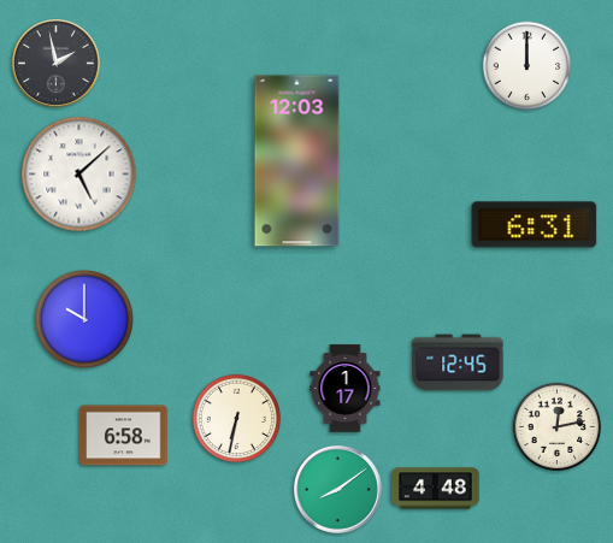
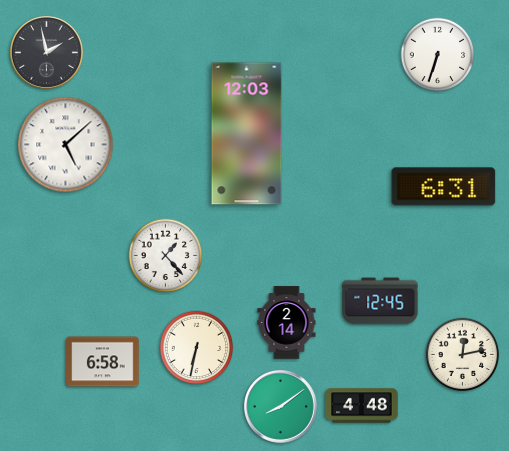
clock at (527, 66): 12:00 -> 6:33
clock at (166, 256): none -> 1:23
clock at (84, 319): 10:00 -> none
clock at (346, 389): 1:17 -> 2:14
